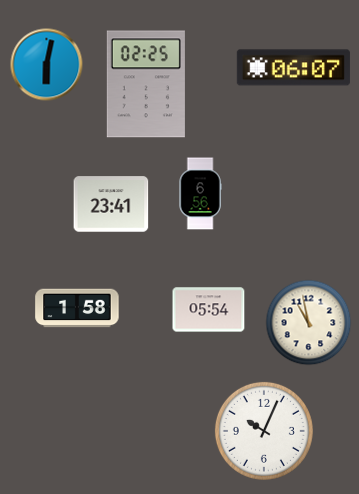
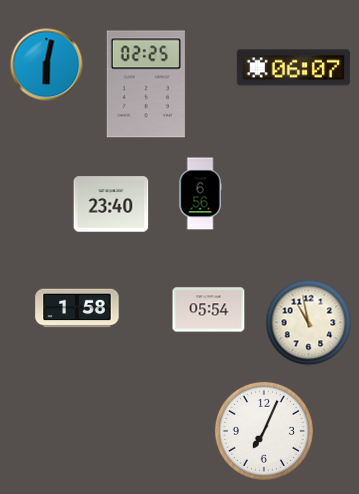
clock at (111, 204): 23:41 -> 23:40
clock at (264, 431): 10:04 -> 7:04
